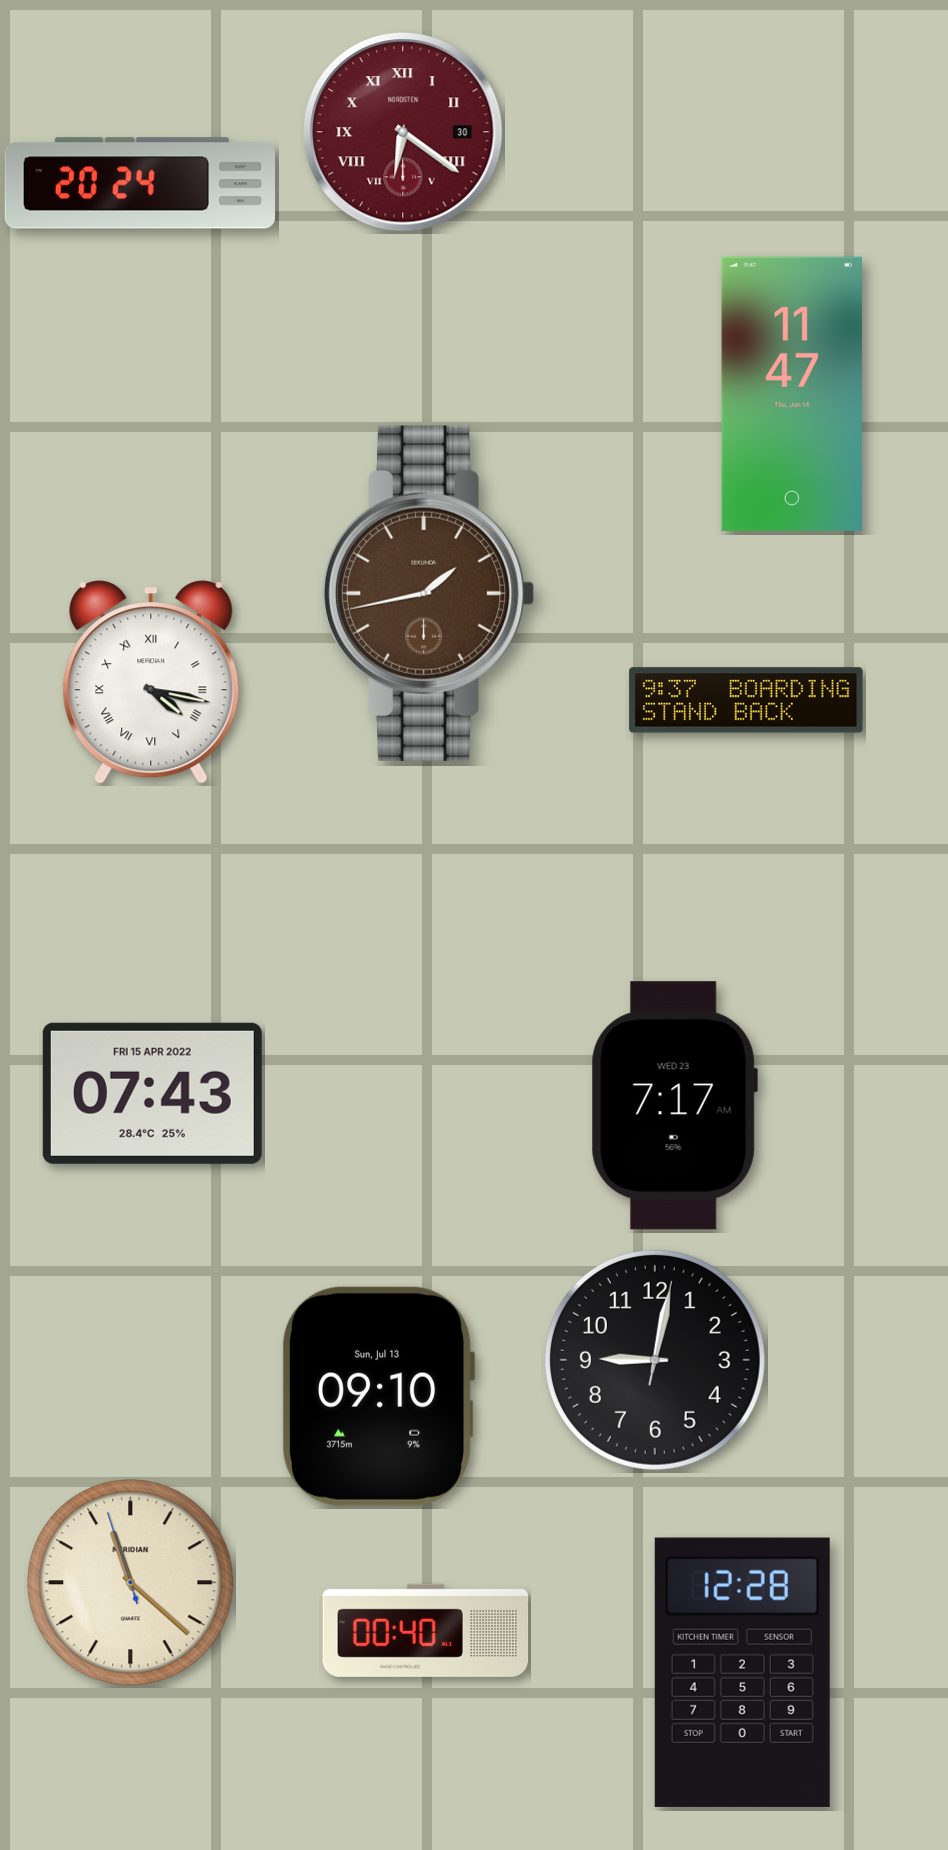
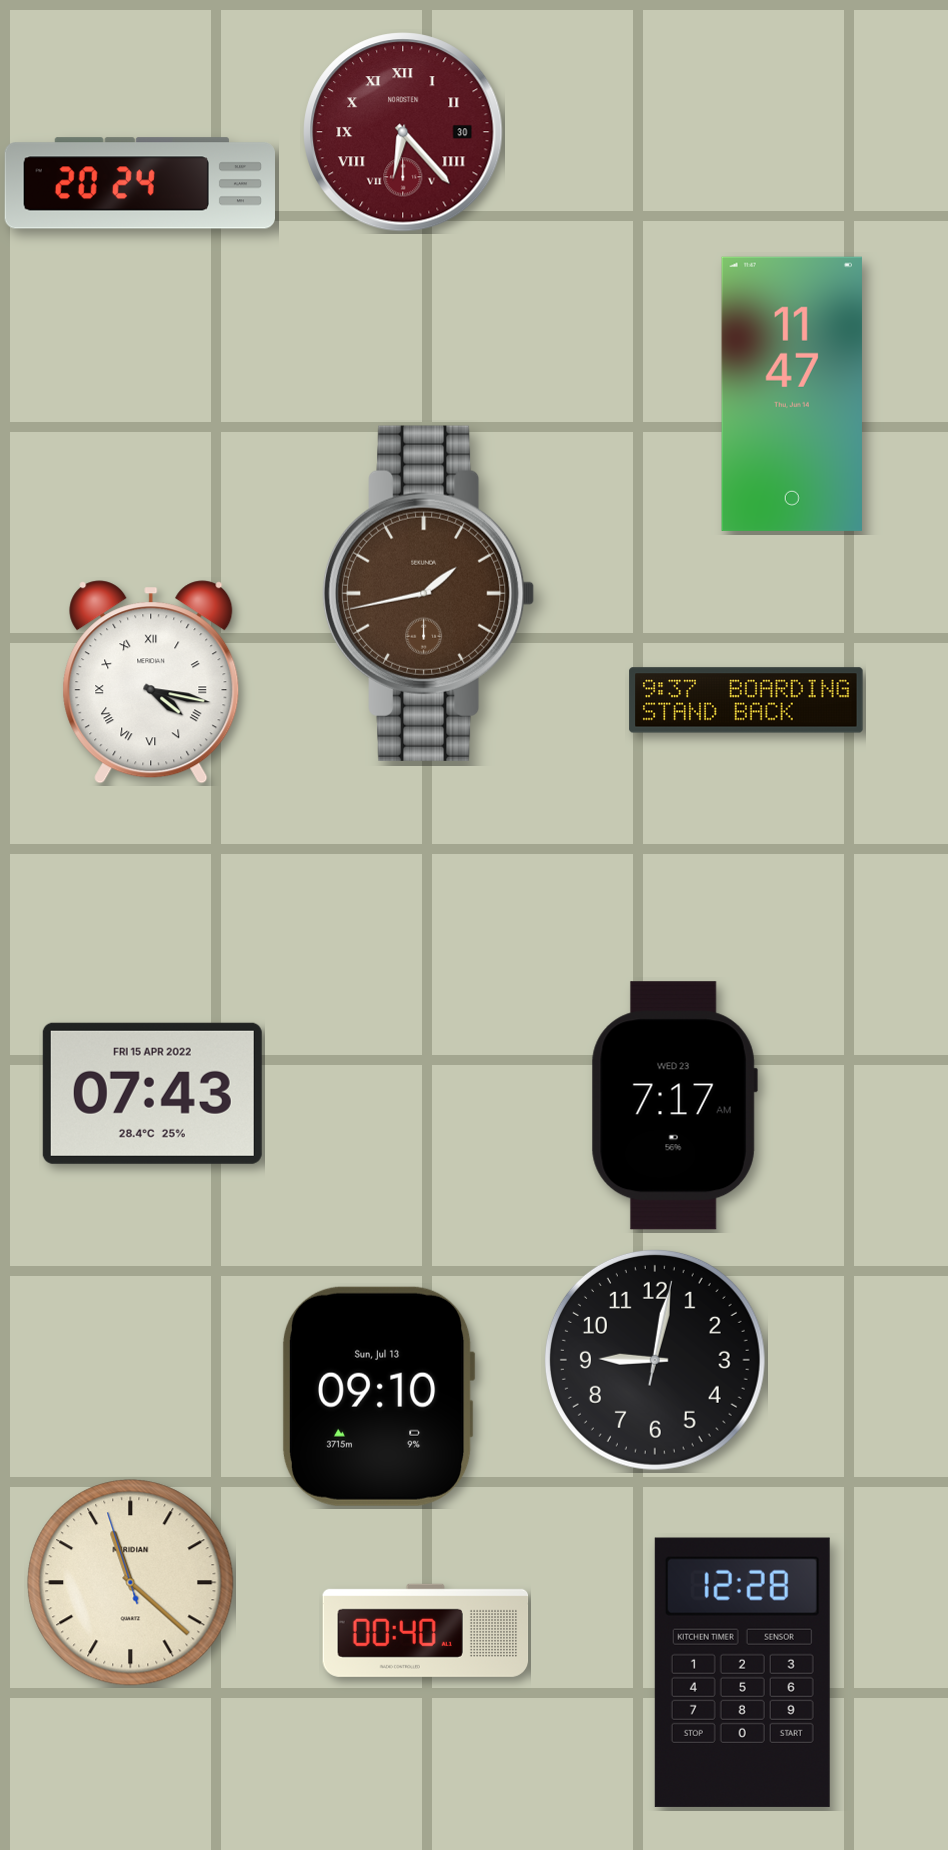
clock at (403, 132): 6:21 -> 6:23
